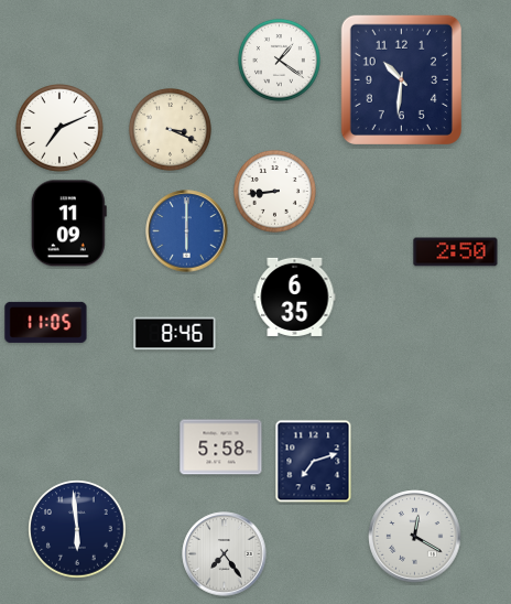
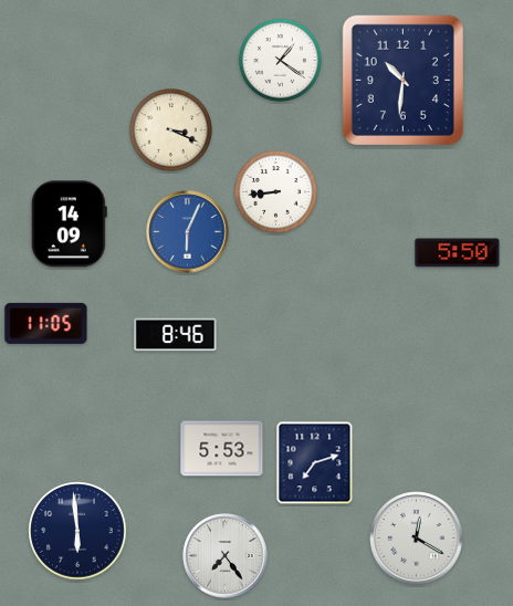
clock at (61, 129): 7:11 -> none
clock at (68, 224): 11:09 -> 14:09
clock at (187, 231): 6:00 -> 6:04
clock at (456, 252): 2:50 -> 5:50
clock at (295, 296): 6:35 -> none
clock at (221, 447): 5:58 -> 5:53
